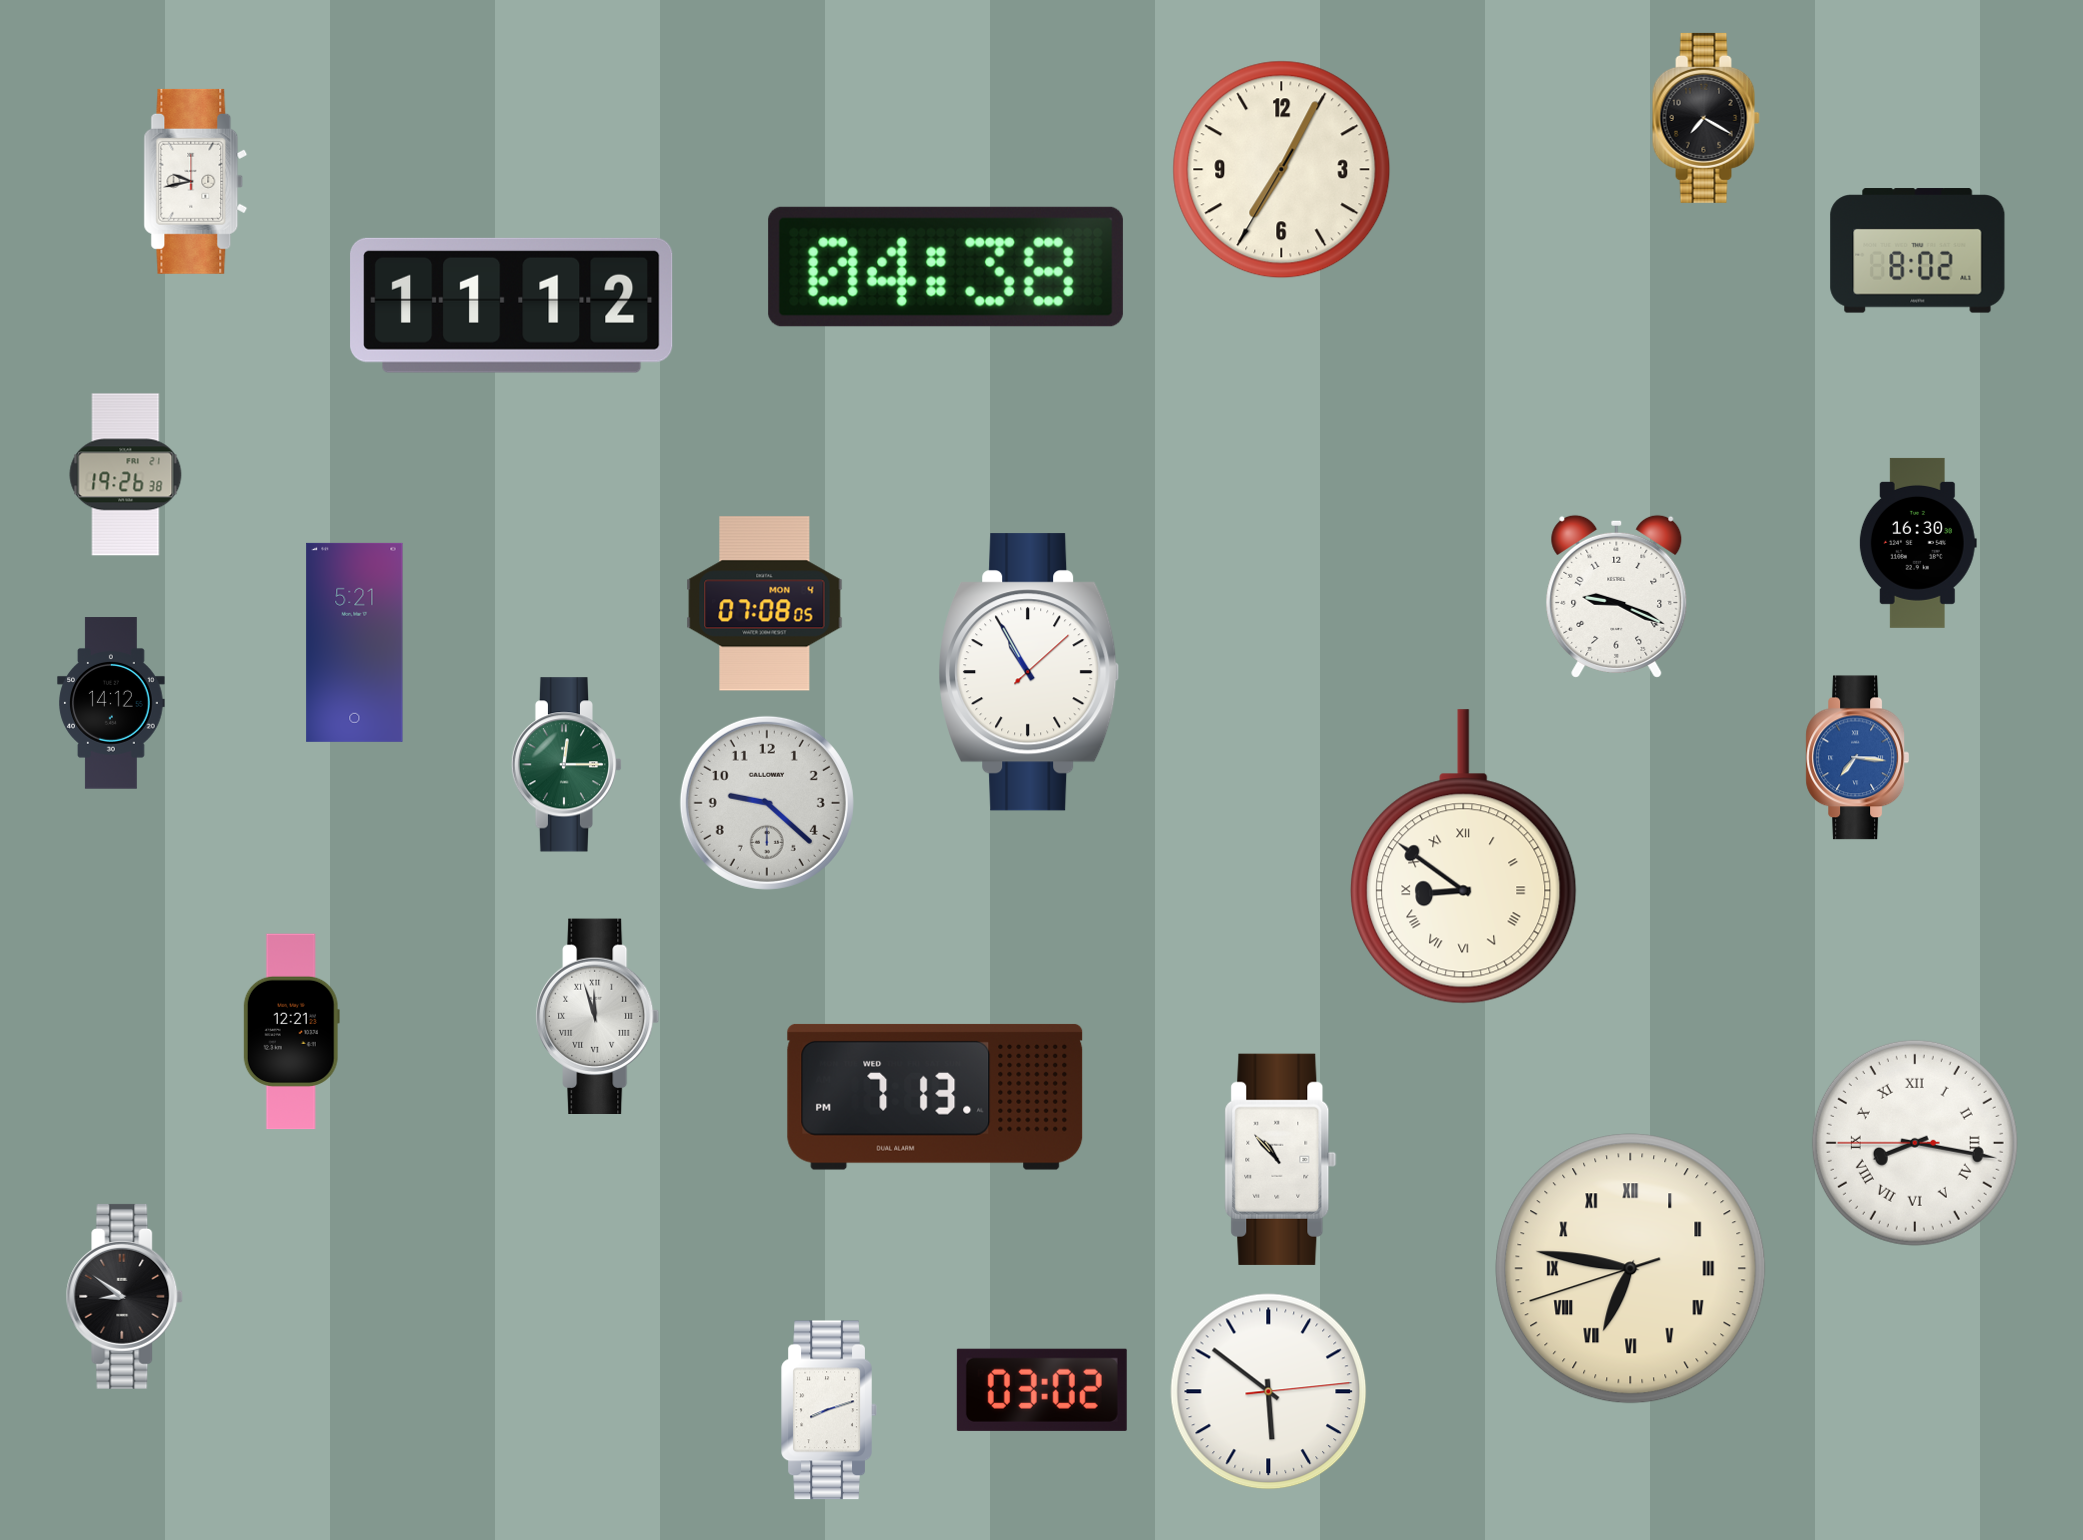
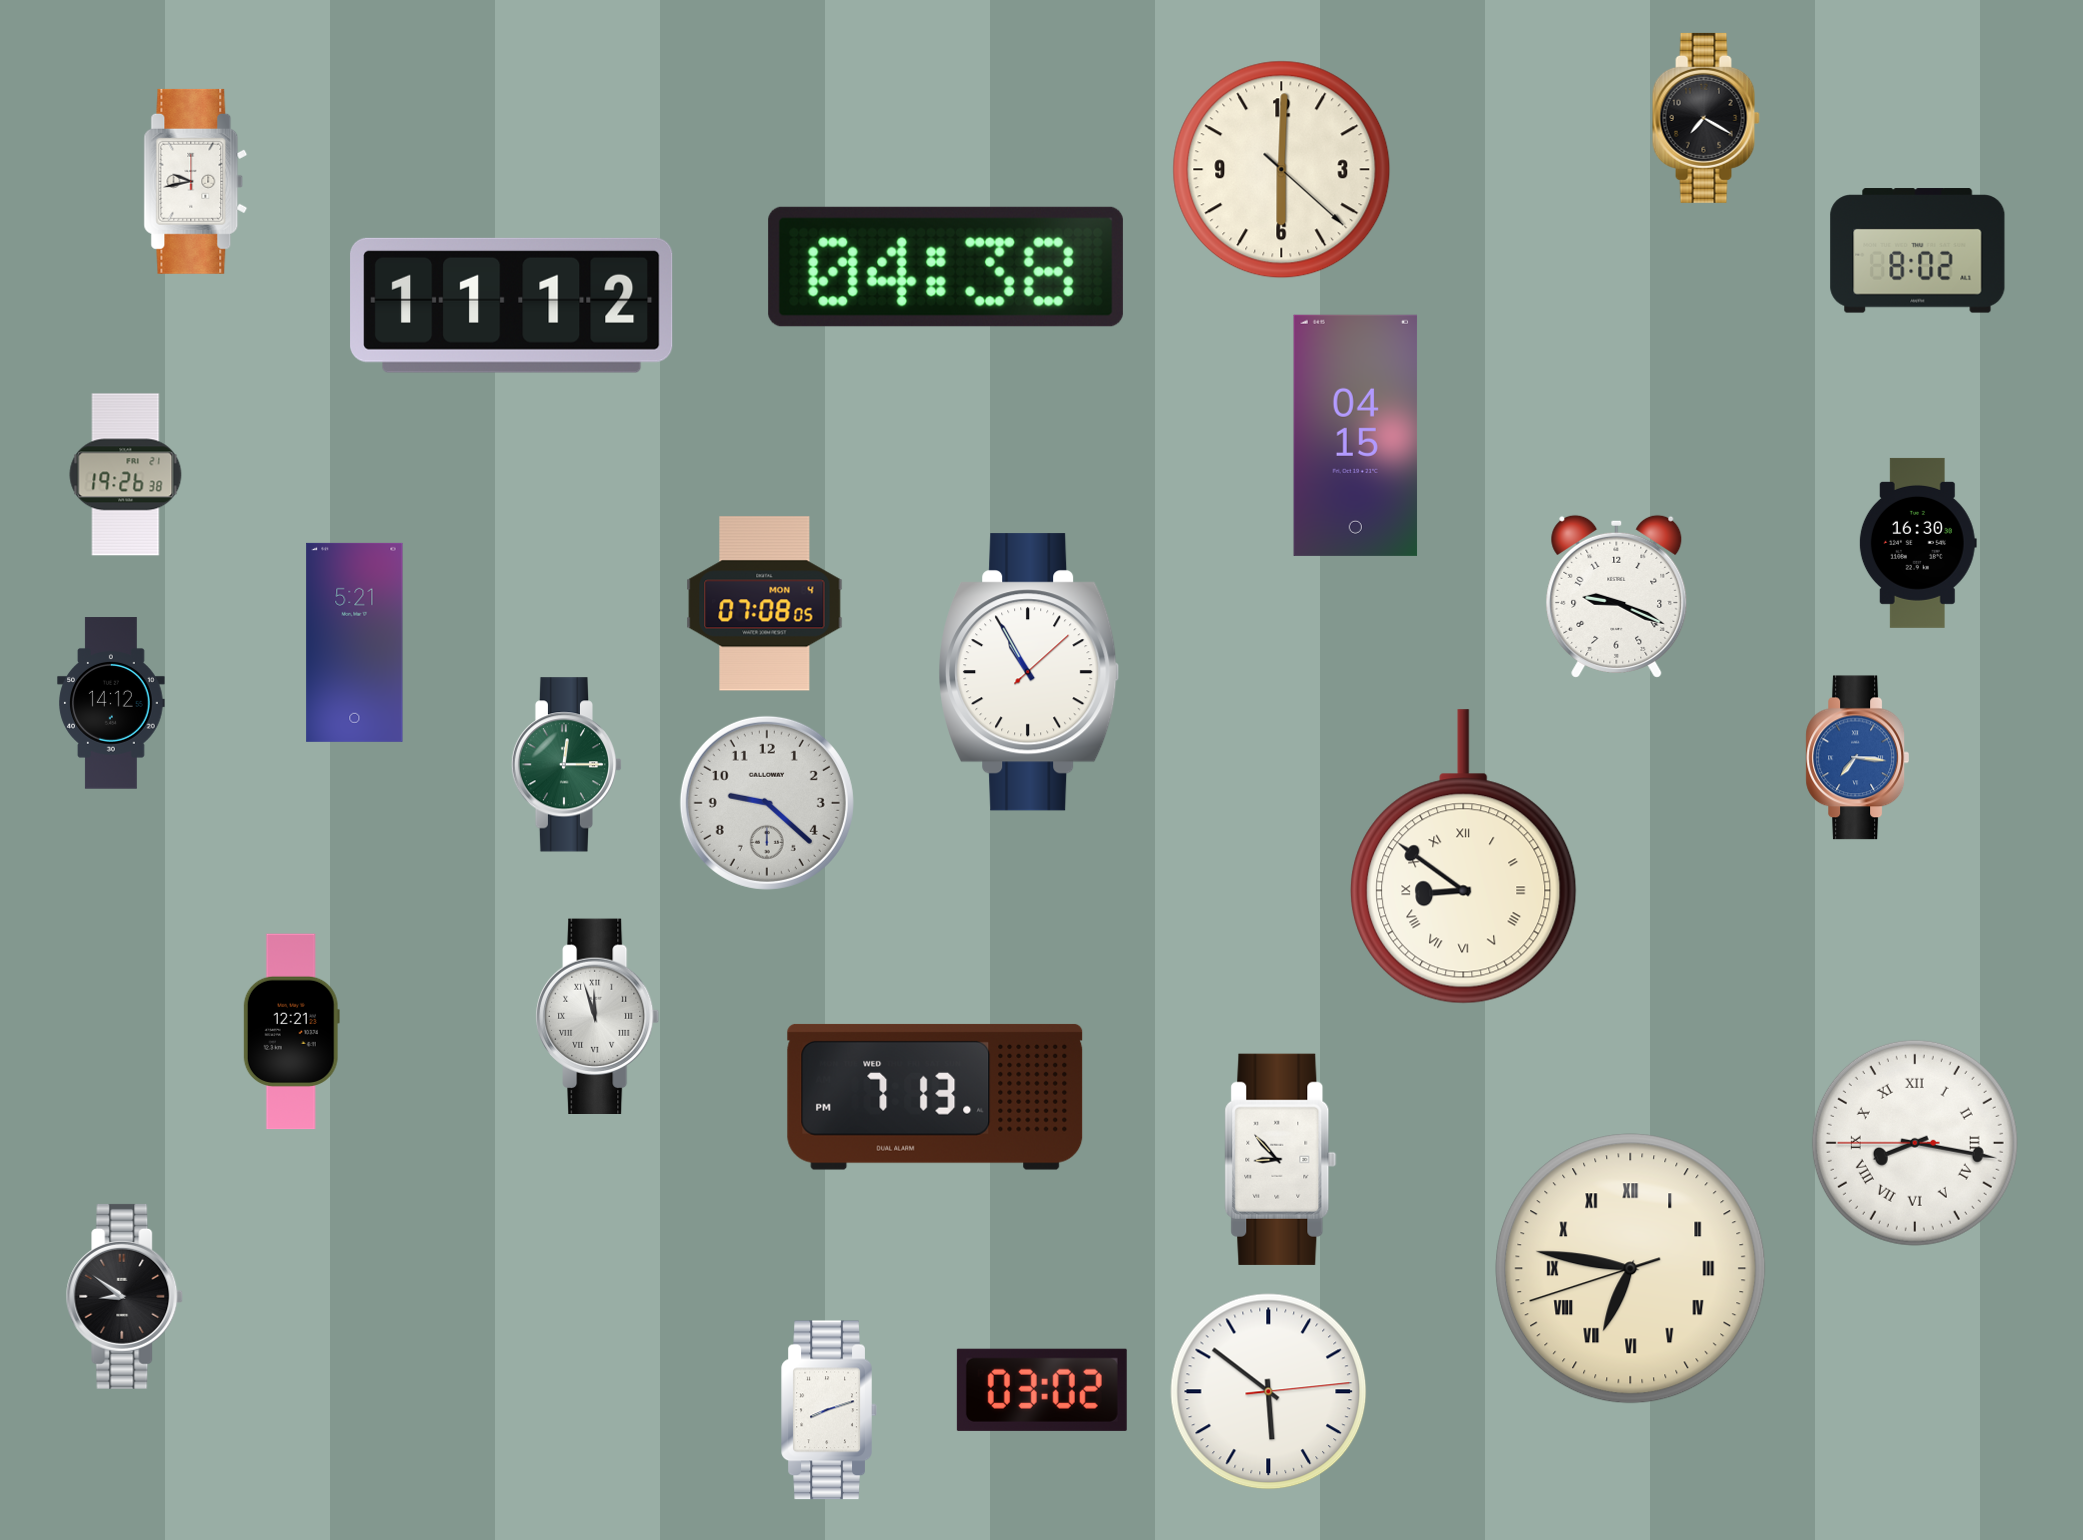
clock at (1282, 170): 7:04 -> 6:00
clock at (1356, 435): none -> 04:15
clock at (1281, 1159): 10:53 -> 8:53
